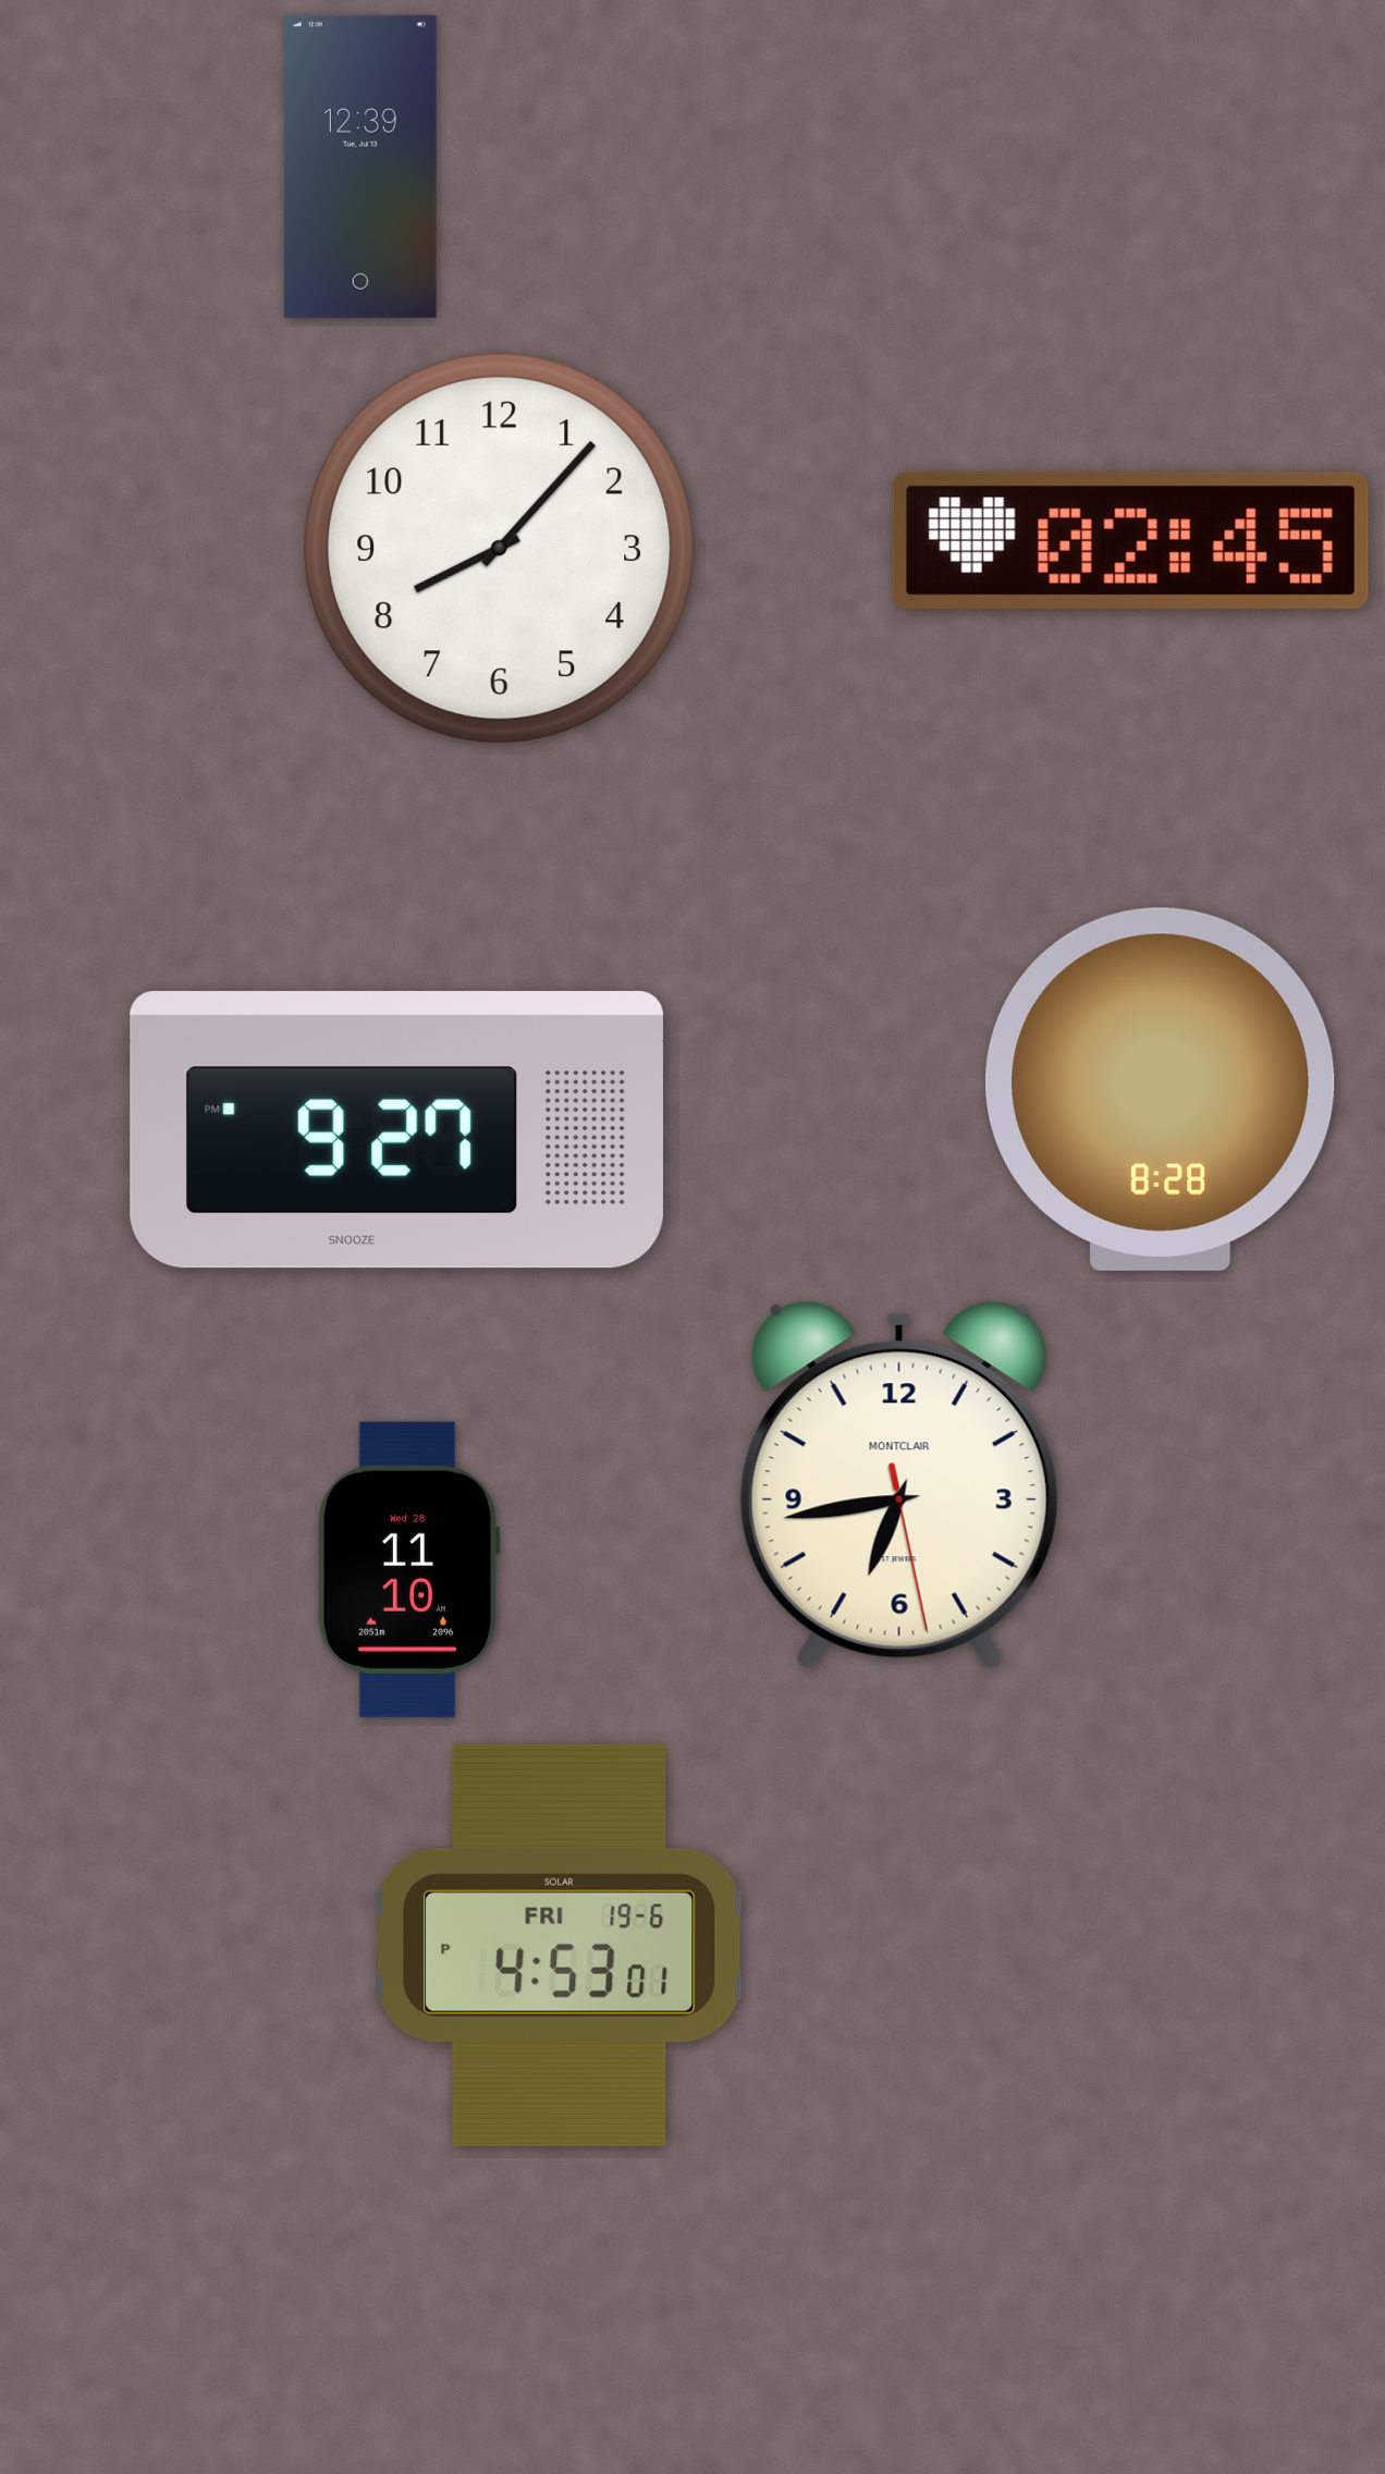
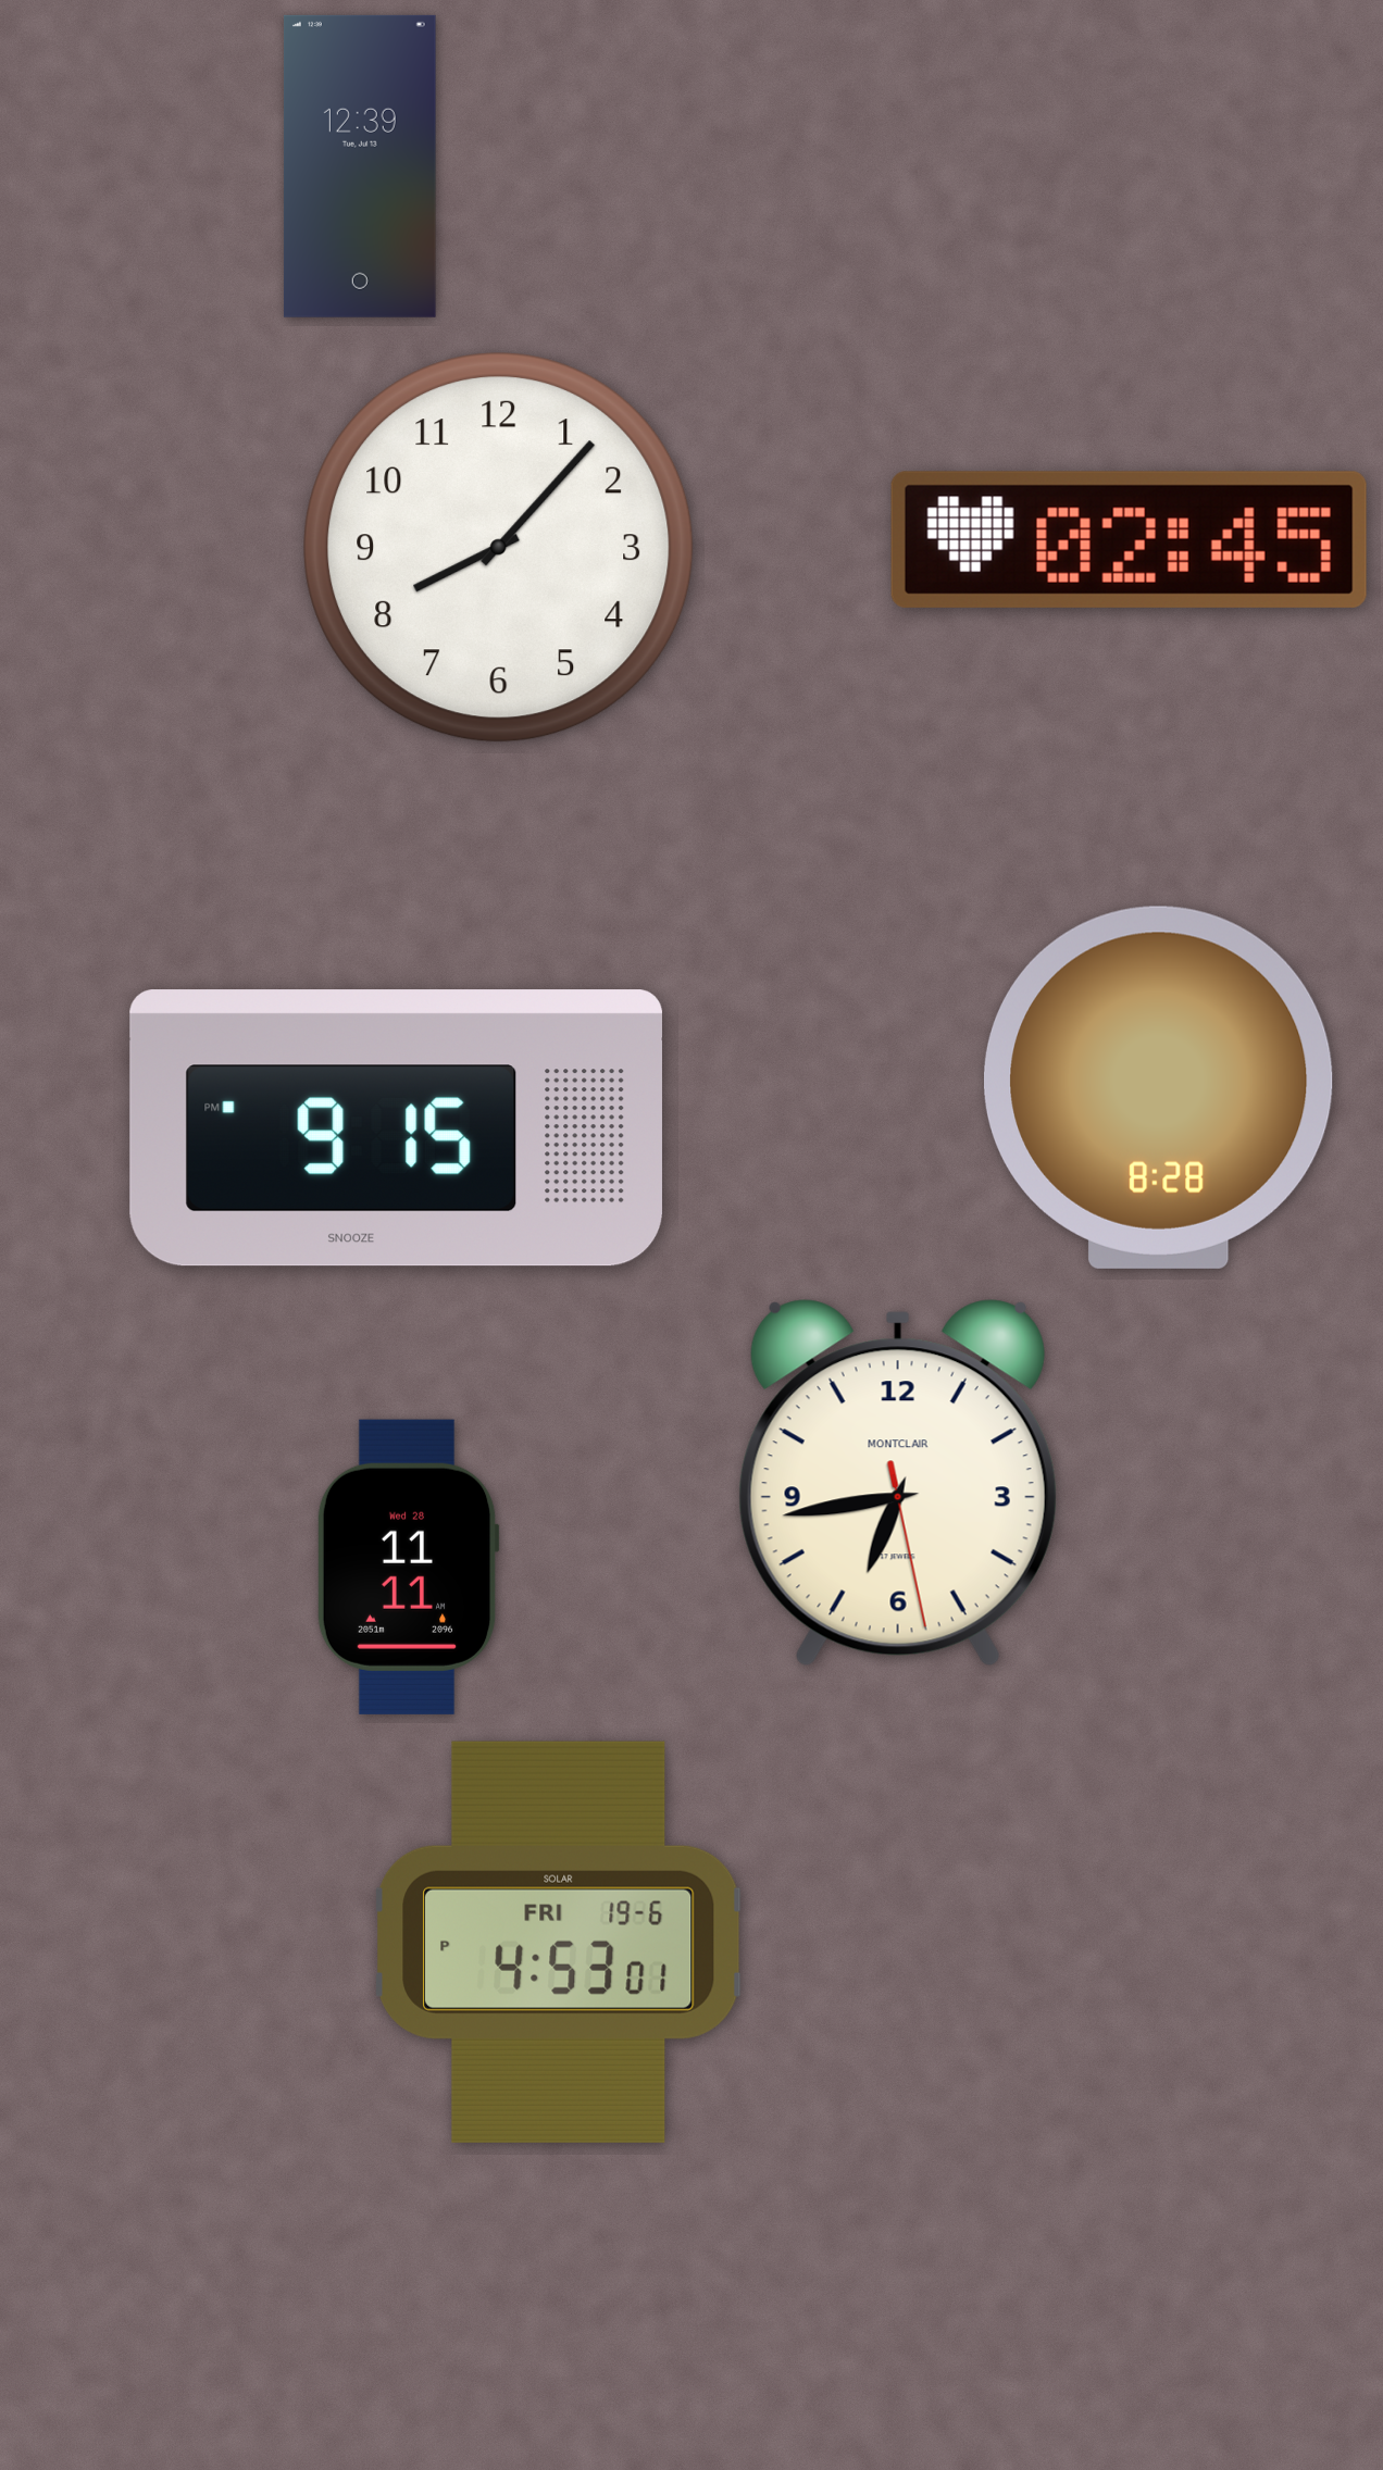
clock at (396, 1130): 9:27 -> 9:15
clock at (408, 1569): 11:10 -> 11:11
